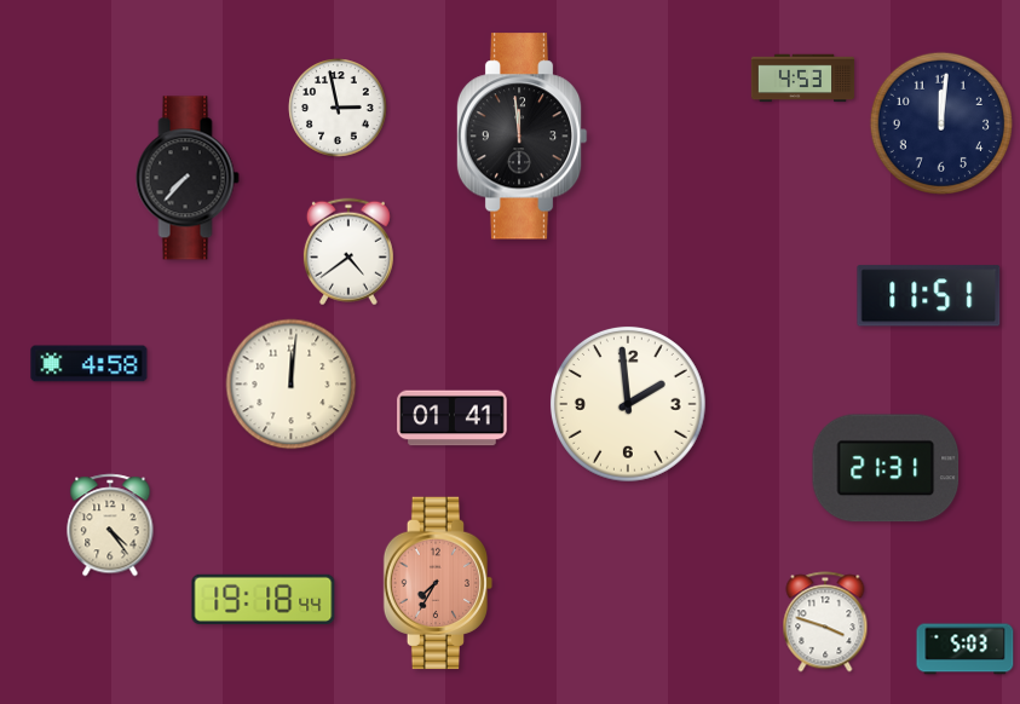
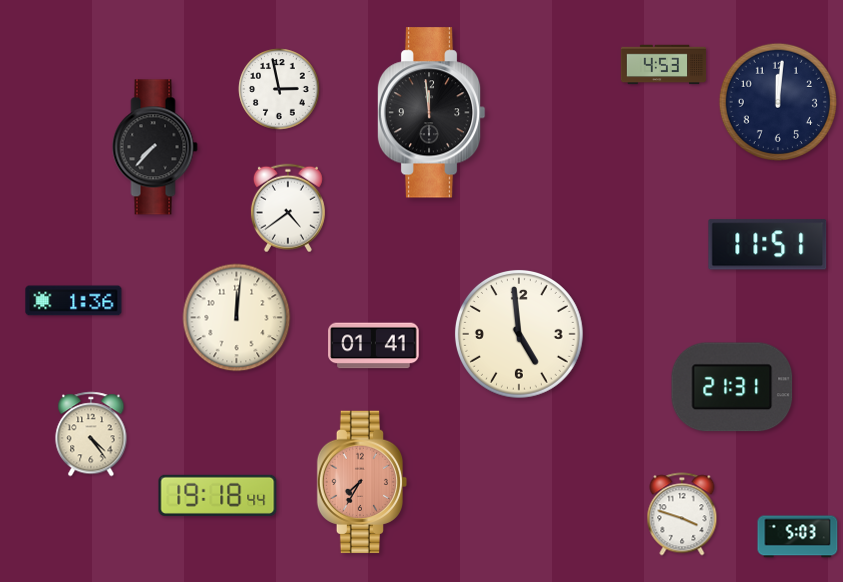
clock at (90, 364): 4:58 -> 1:36
clock at (292, 385) position: (292, 385) -> (237, 318)
clock at (628, 404): 1:59 -> 4:59
